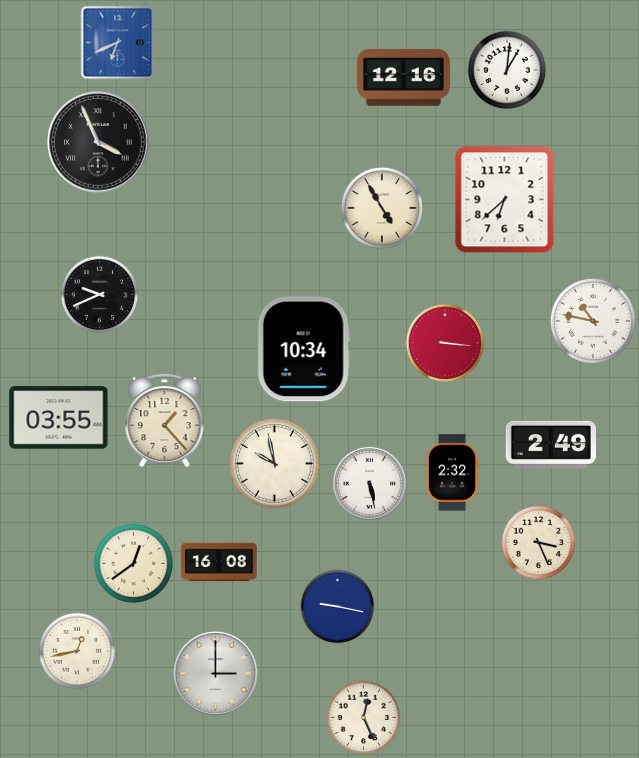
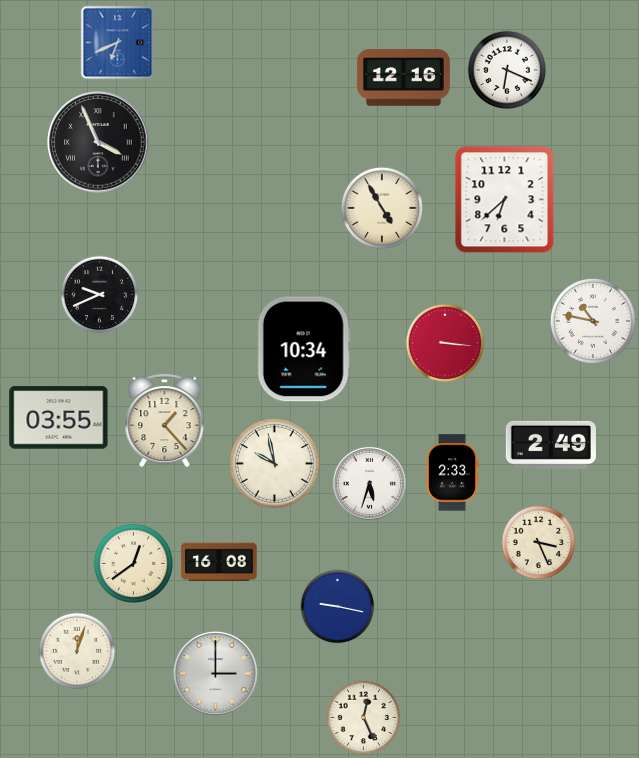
clock at (507, 70): 1:01 -> 6:19
clock at (452, 473): 2:32 -> 2:33
clock at (369, 483): 5:28 -> 5:33
clock at (77, 651): 12:43 -> 12:03
